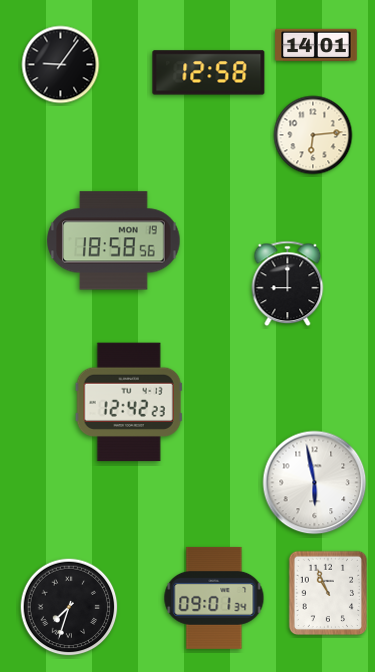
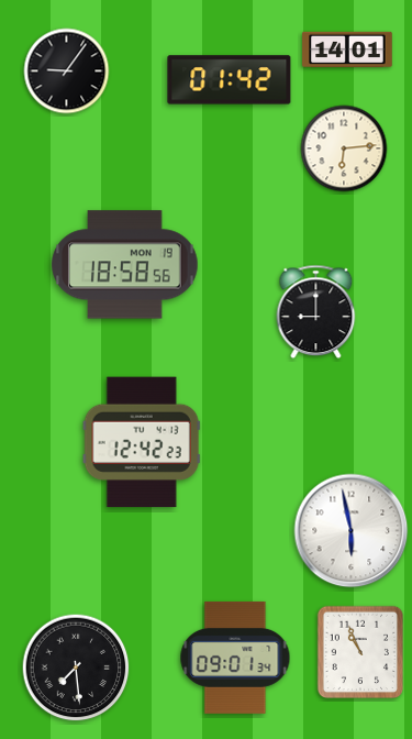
clock at (209, 73): 12:58 -> 01:42
clock at (315, 483) position: (315, 483) -> (352, 531)
clock at (69, 607): 7:33 -> 7:29
